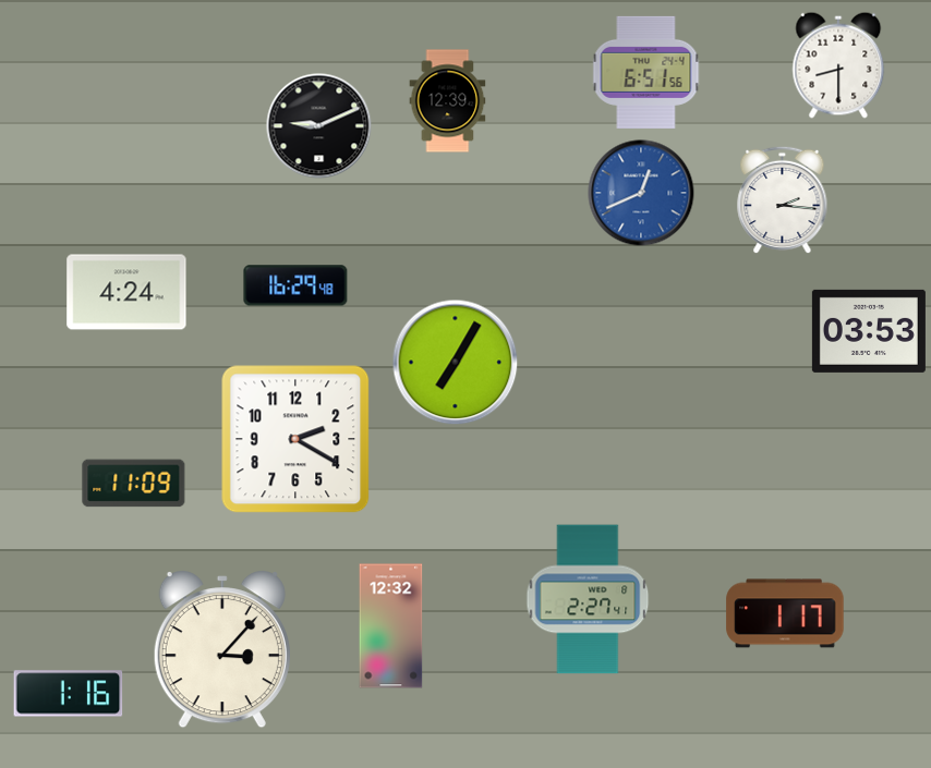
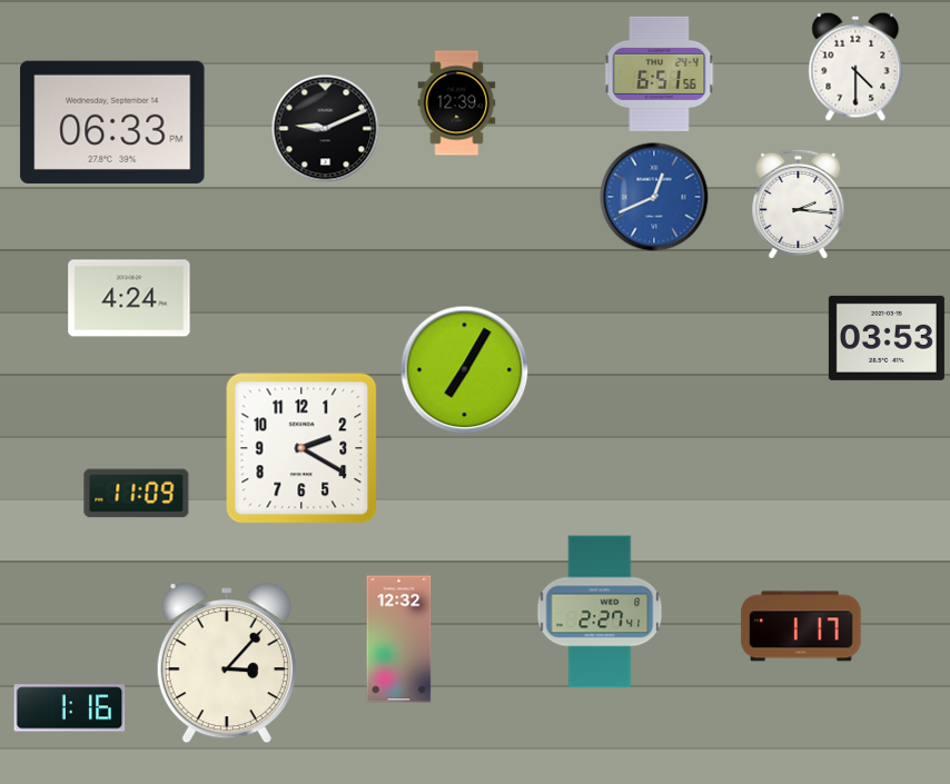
clock at (838, 65): 8:30 -> 4:30
clock at (112, 122): none -> 06:33
clock at (295, 285): 16:29 -> none
